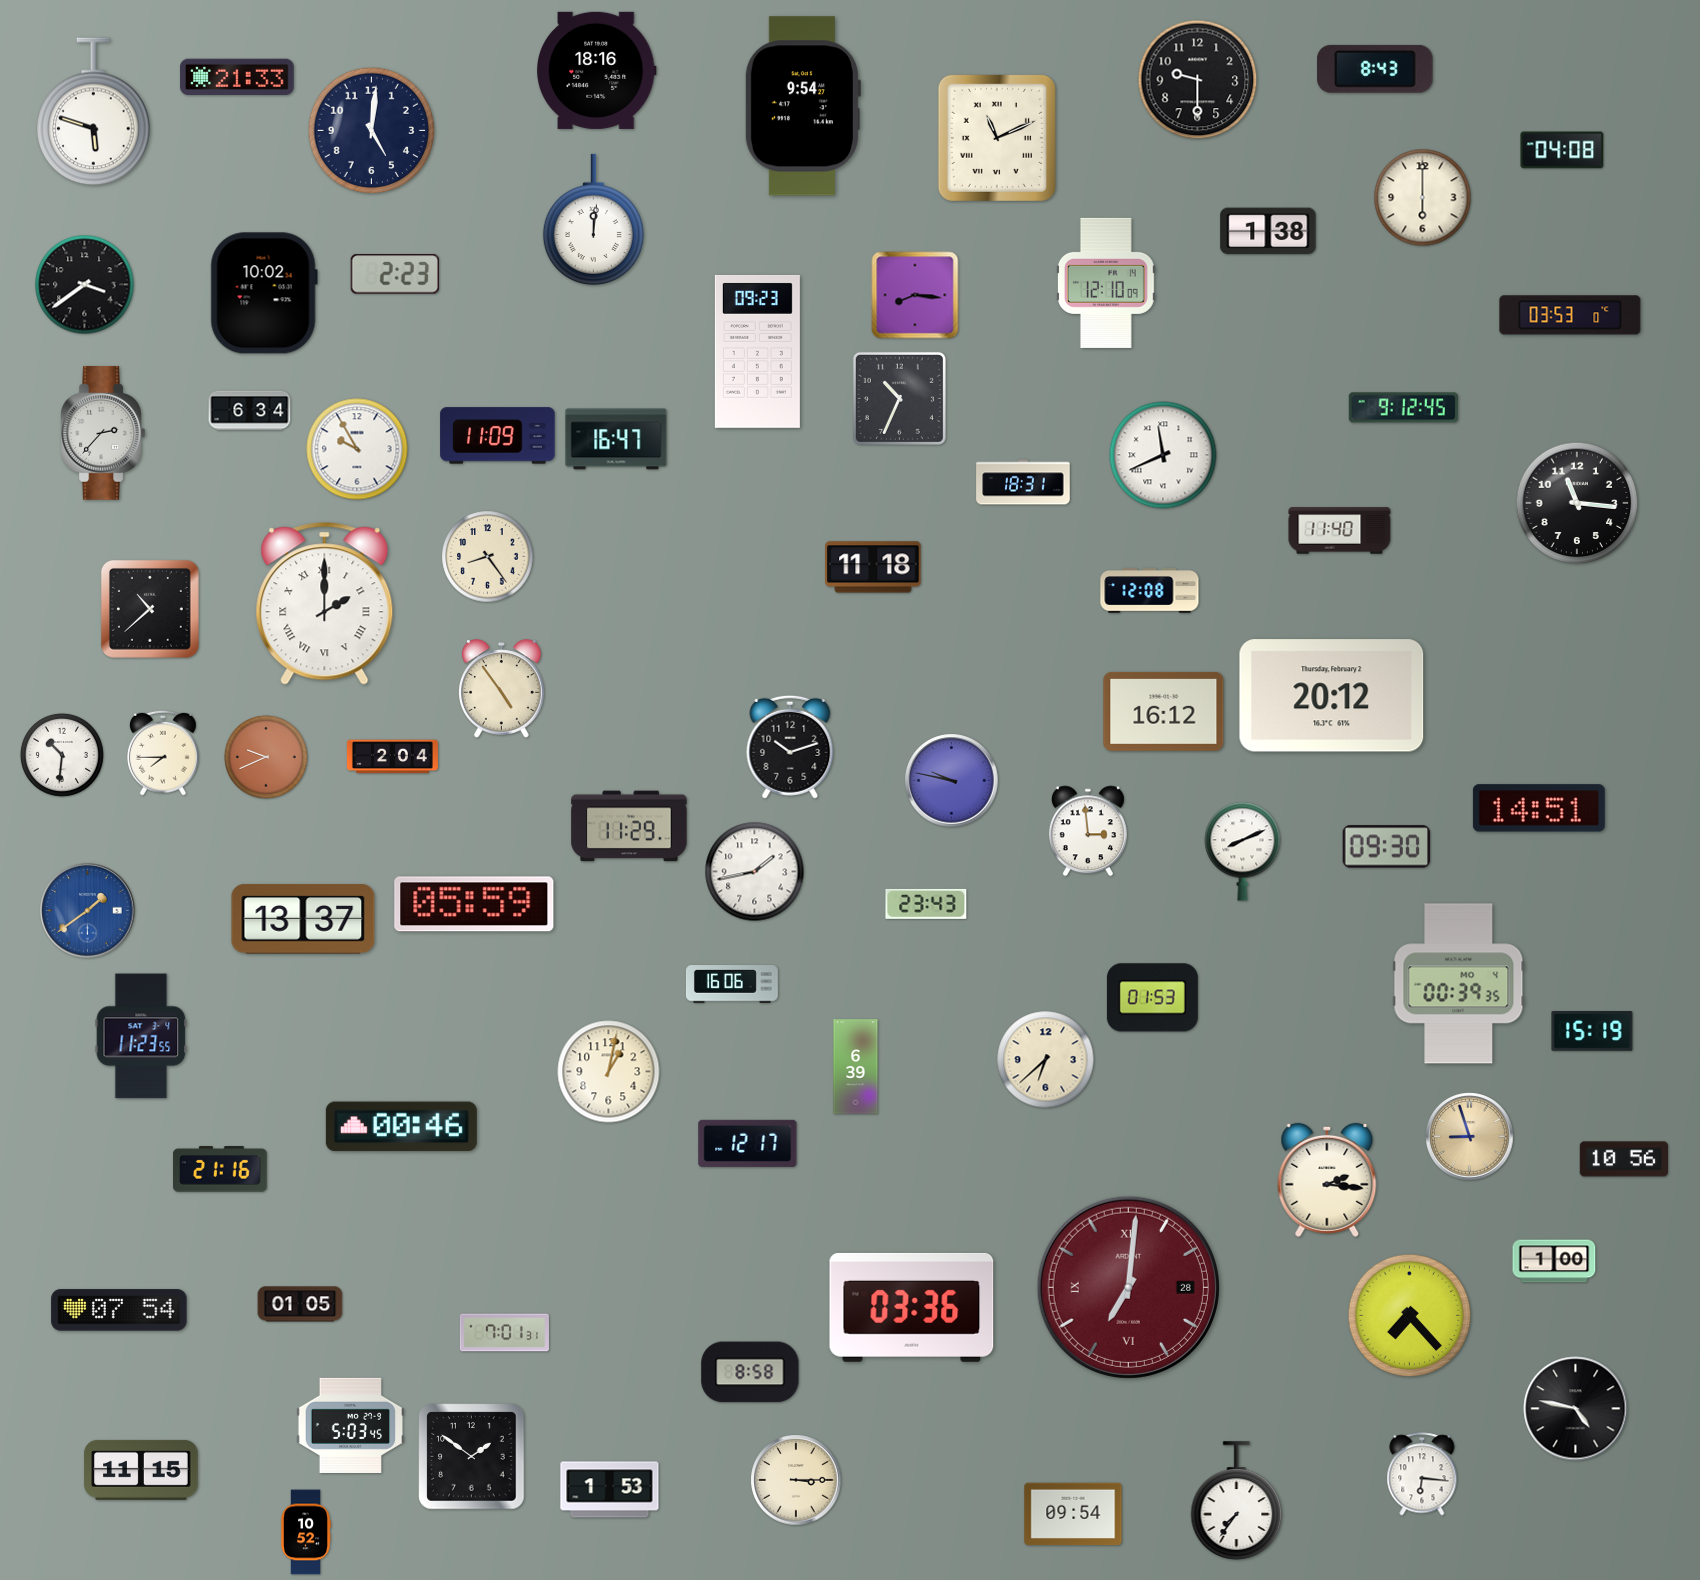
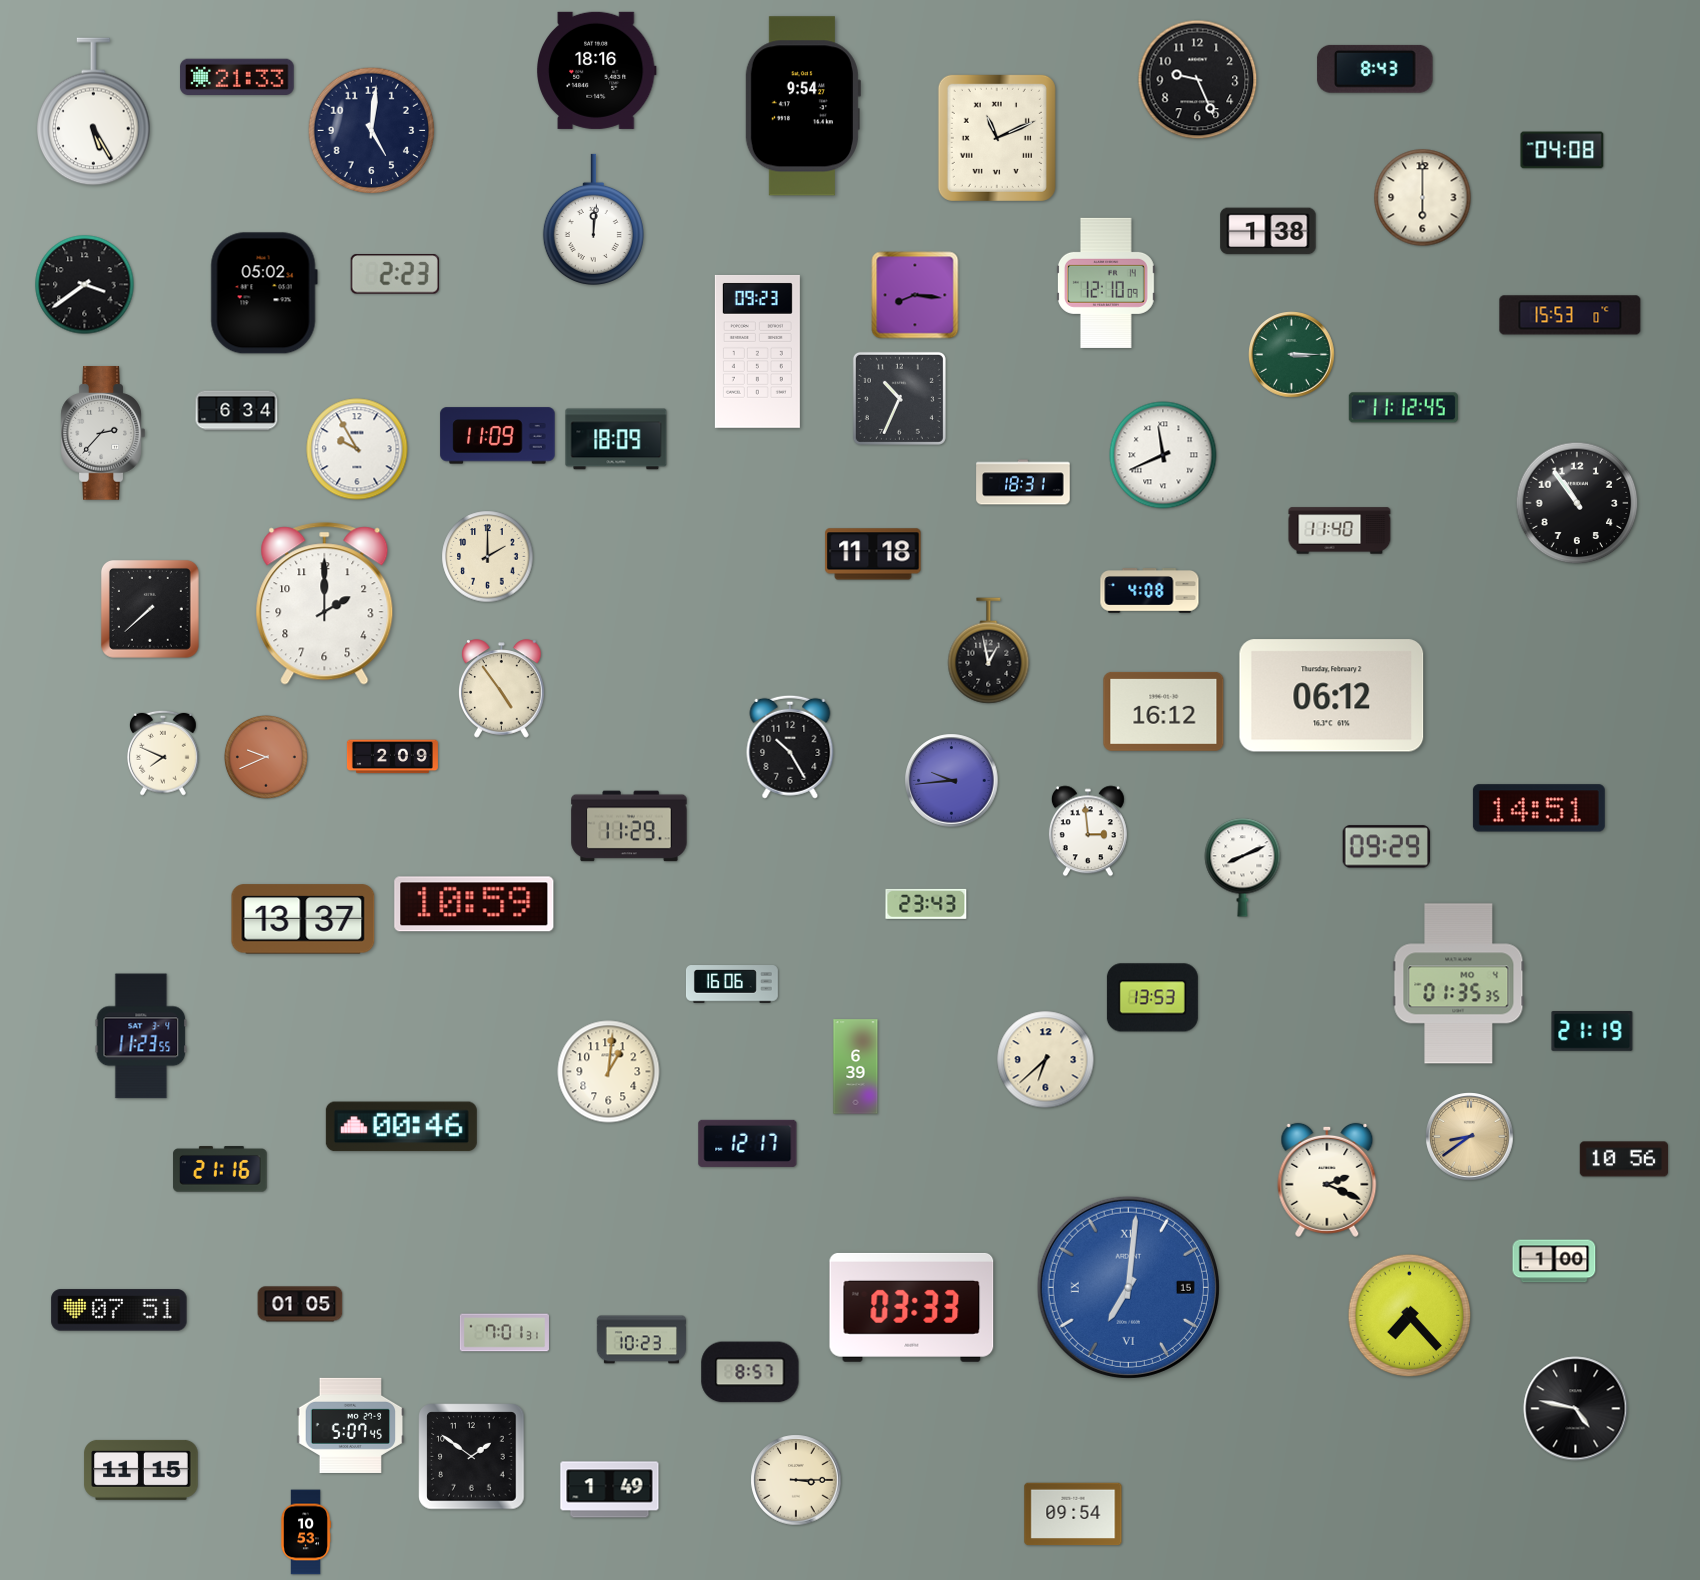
clock at (1198, 80): 9:30 -> 9:26
clock at (94, 112): 5:48 -> 5:25
clock at (264, 293): 10:02 -> 05:02
clock at (1570, 315): 03:53 -> 15:53
clock at (1292, 355): none -> 3:15
clock at (1403, 408): 9:12 -> 11:12
clock at (250, 411) position: (250, 411) -> (237, 411)
clock at (616, 439): 16:47 -> 18:09
clock at (1577, 503): 11:16 -> 10:54
clock at (488, 557): 8:24 -> 2:00
clock at (873, 567) position: (873, 567) -> (873, 554)
clock at (1150, 591): 12:08 -> 4:08
clock at (325, 604) numerals: Roman -> Arabic
clock at (150, 609): 10:38 -> 7:38
clock at (989, 651): none -> 12:58
clock at (1332, 696): 20:12 -> 06:12
clock at (790, 747): 10:12 -> 10:25
clock at (164, 753): 7:45 -> 7:49
clock at (62, 755): 10:31 -> none
clock at (392, 757): 2:04 -> 2:09
clock at (952, 781): 9:47 -> 9:44
clock at (1386, 847): 09:30 -> 09:29
clock at (1243, 852) position: (1243, 852) -> (1243, 868)
clock at (755, 872): 1:43 -> none
clock at (474, 904): 05:59 -> 10:59
clock at (88, 911): 1:39 -> none
clock at (1459, 984): 00:39 -> 01:35
clock at (1152, 998): 01:53 -> 13:53
clock at (1592, 1032): 15:19 -> 21:19
clock at (609, 1072): 1:02 -> 1:01
clock at (1470, 1137): 8:57 -> 8:39
clock at (1327, 1180): 2:16 -> 2:19
clock at (1128, 1287) date: 28 -> 15
clock at (1128, 1287) dial: burgundy -> blue
clock at (912, 1307): 03:36 -> 03:33
clock at (119, 1310): 07:54 -> 07:51
clock at (641, 1340): none -> 10:23
clock at (750, 1372): 8:58 -> 8:57
clock at (351, 1425): 5:03 -> 5:07
clock at (1422, 1474): 6:16 -> none
clock at (610, 1490): 1:53 -> 1:49
clock at (1237, 1501): 7:36 -> none
clock at (306, 1532): 10:52 -> 10:53
